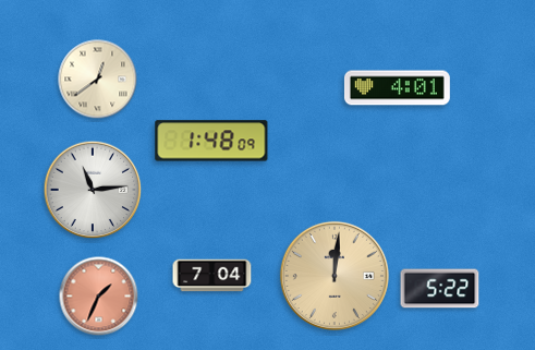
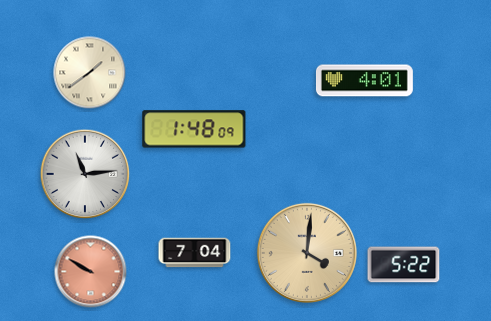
clock at (98, 80): 12:39 -> 1:39
clock at (335, 276): 12:01 -> 4:01
clock at (99, 297): 1:34 -> 9:50
